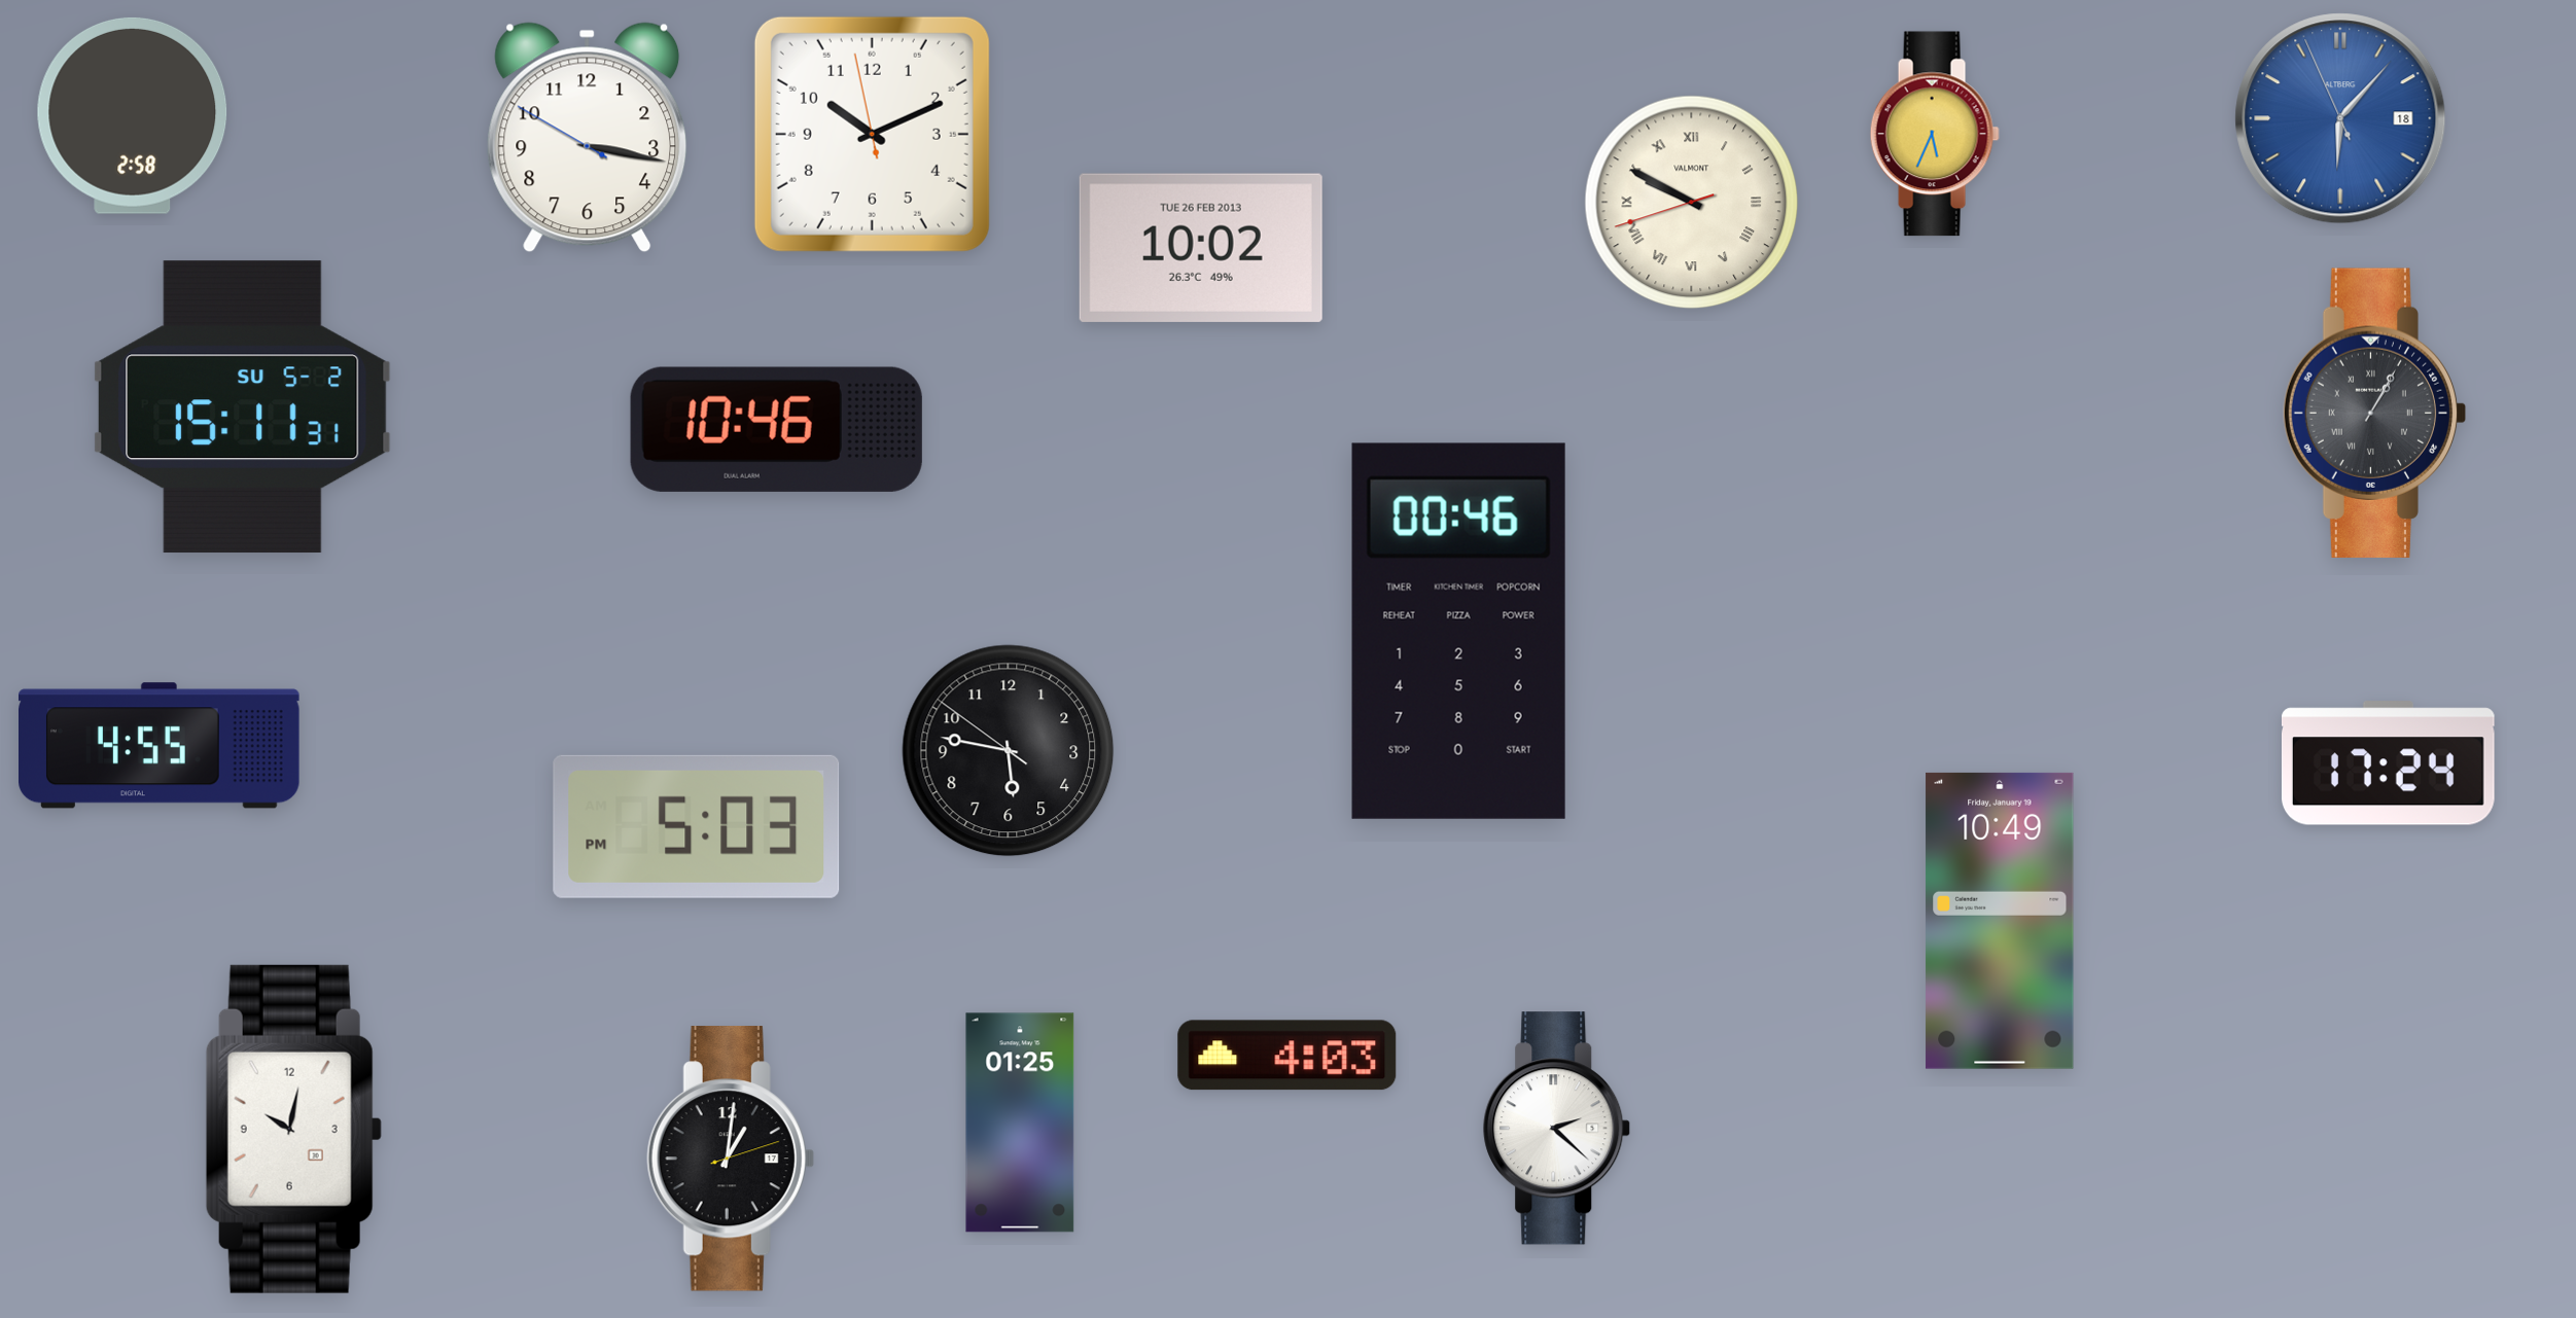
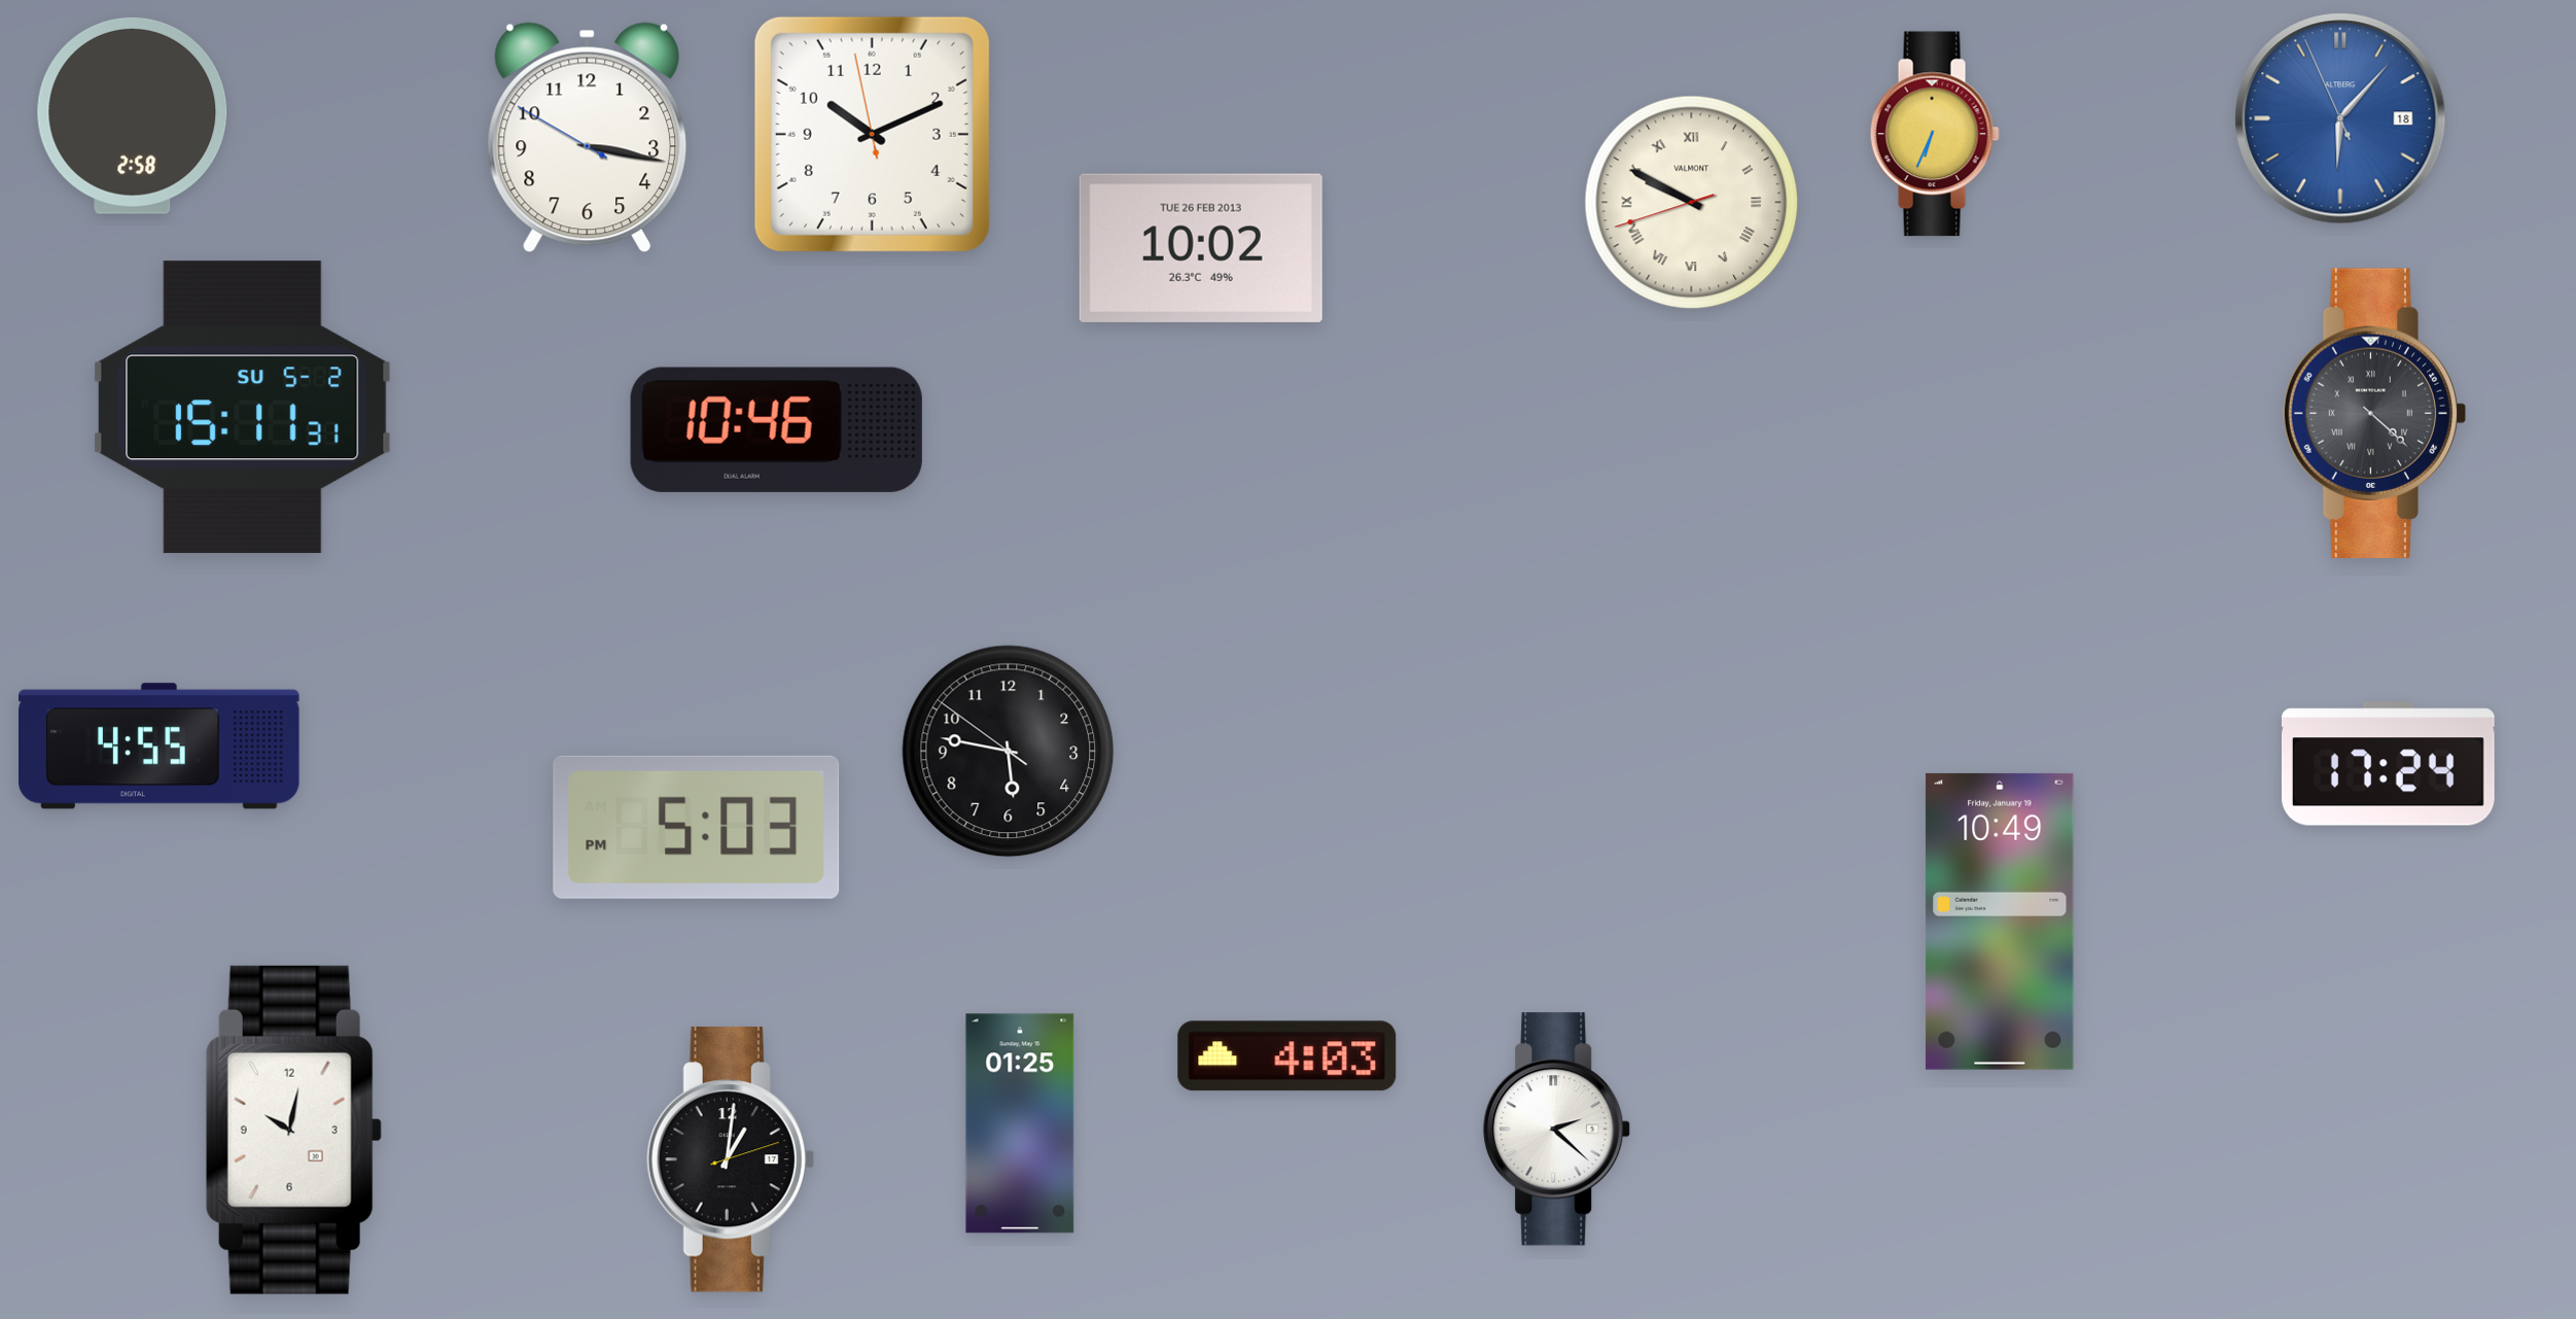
clock at (1935, 134): 5:34 -> 6:34
clock at (2374, 413): 1:05 -> 4:22
clock at (1458, 631): 00:46 -> none
